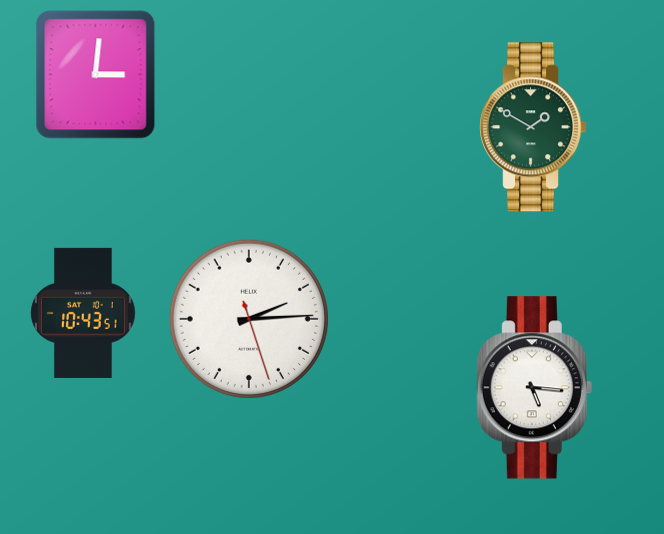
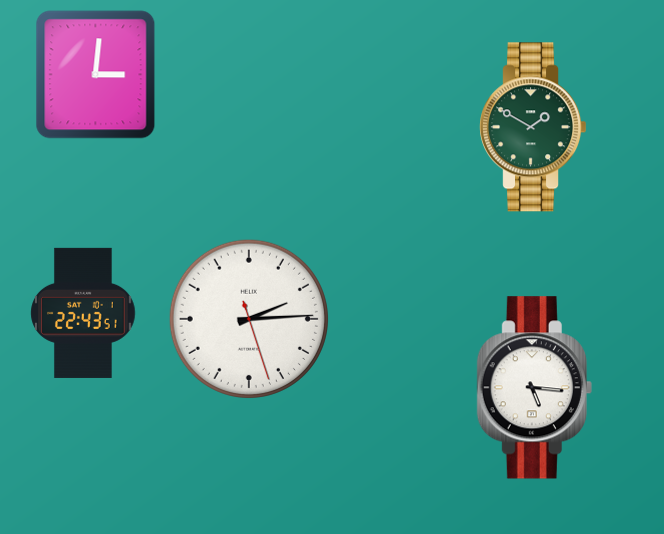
clock at (83, 313): 10:43 -> 22:43
